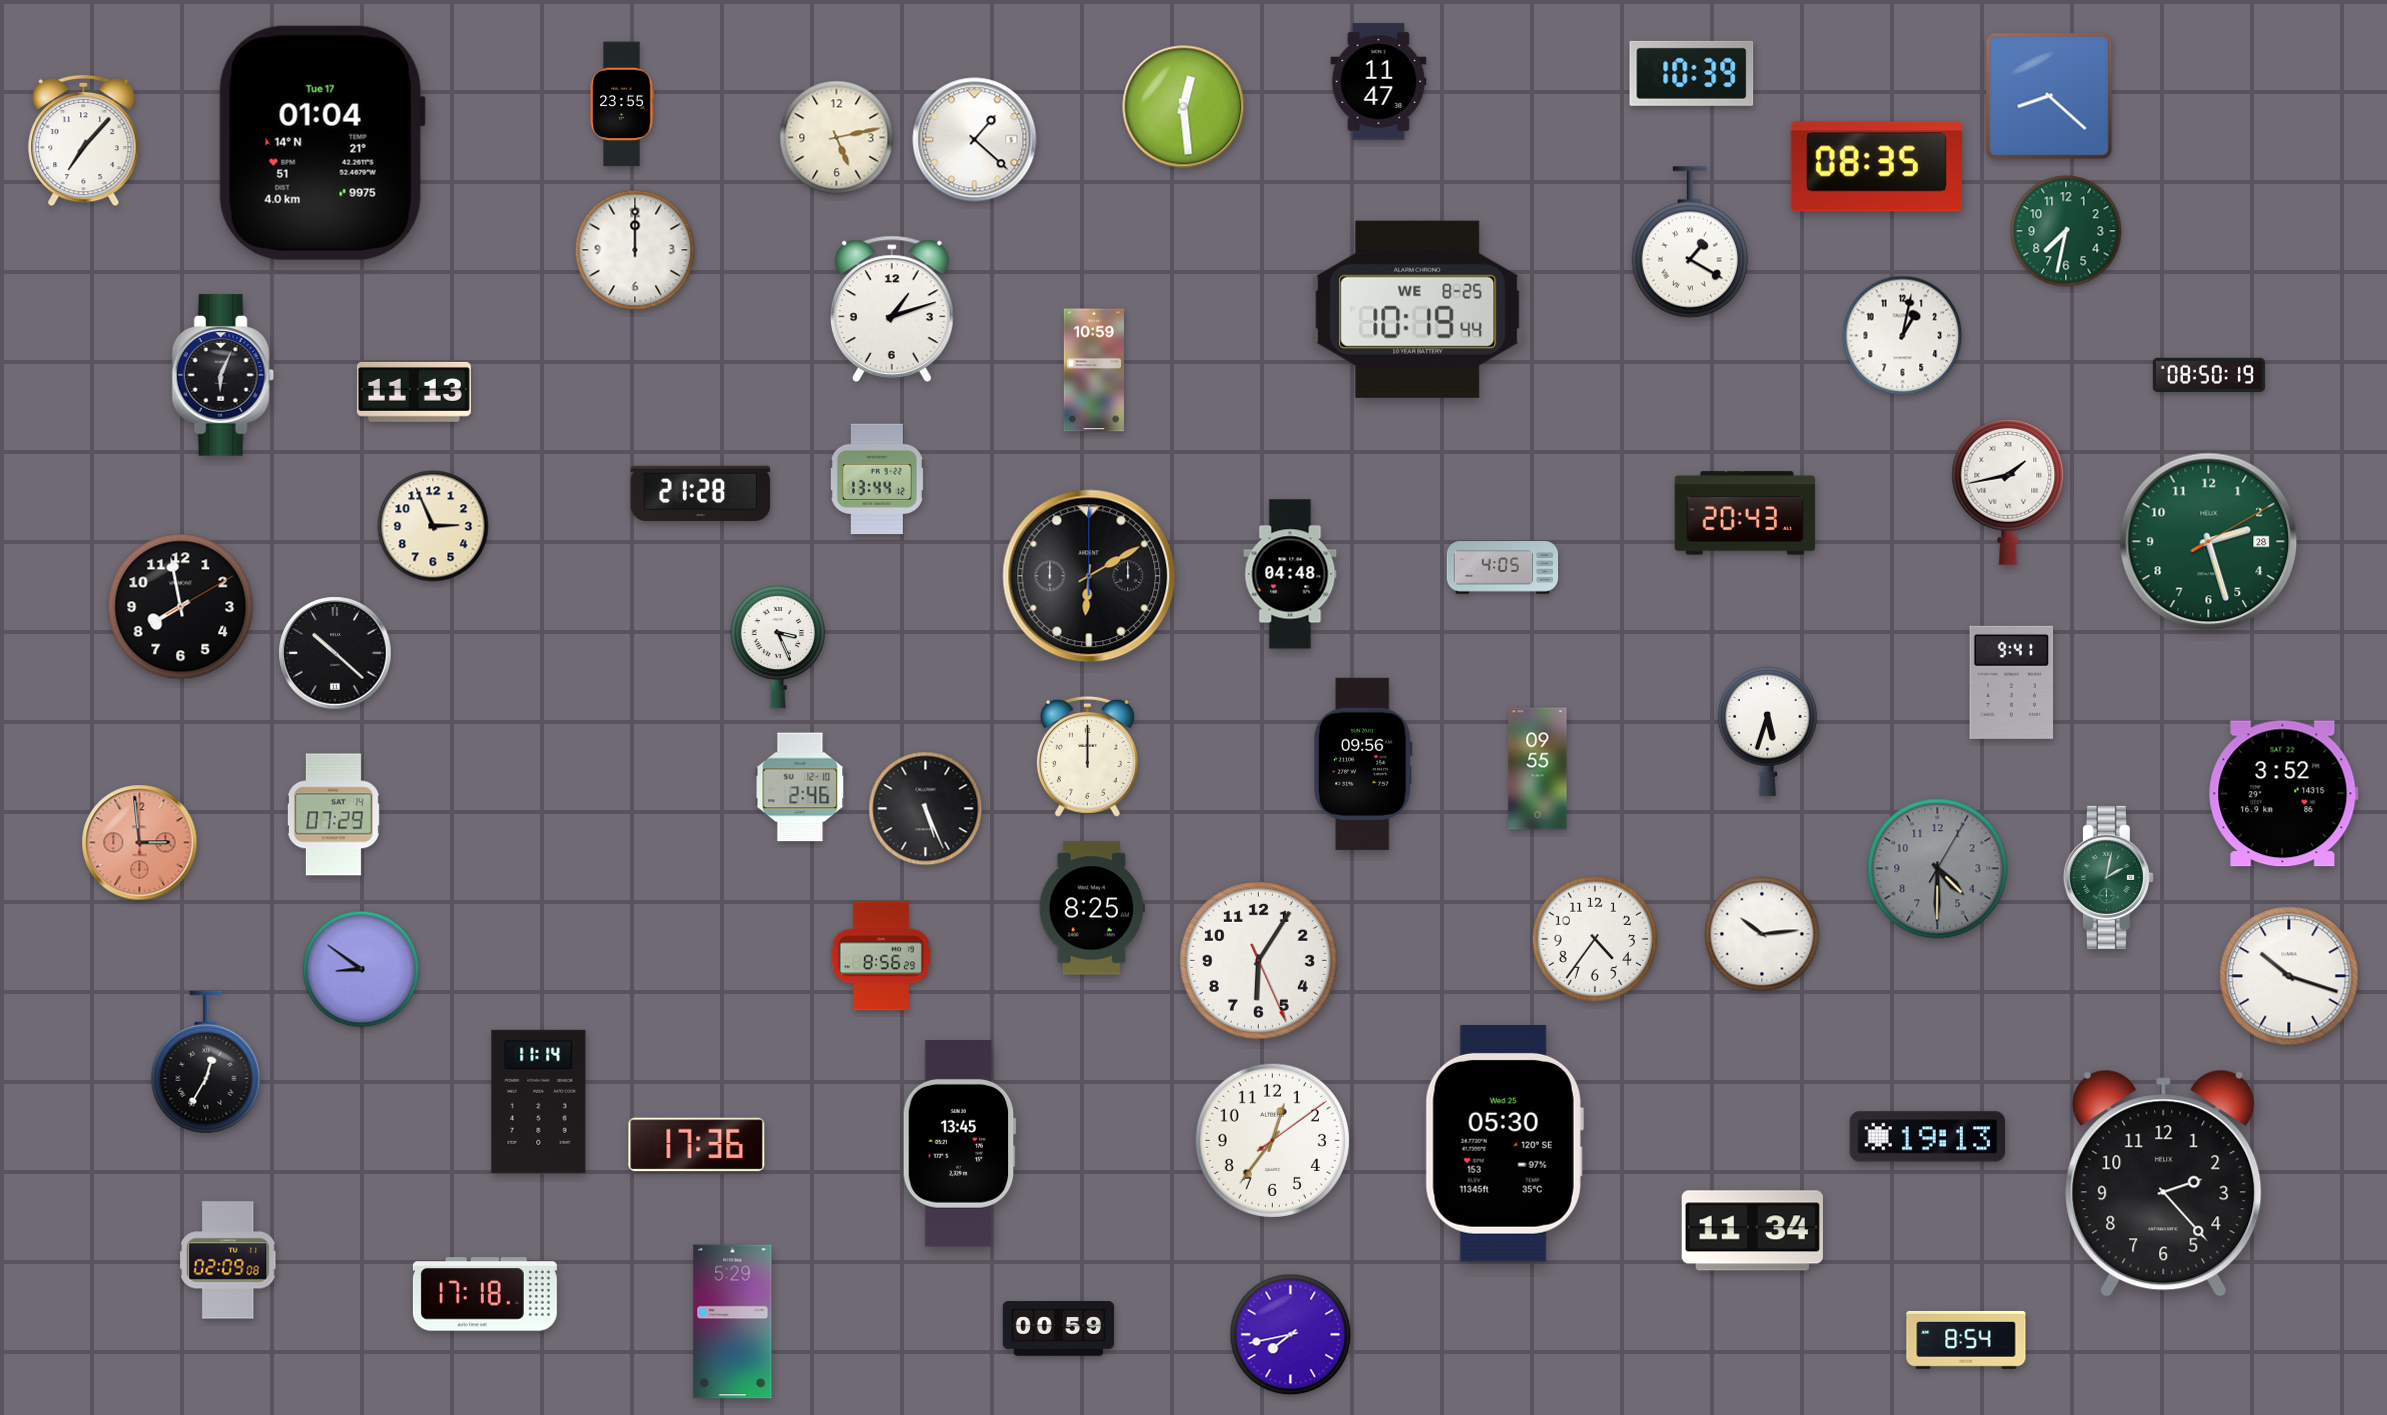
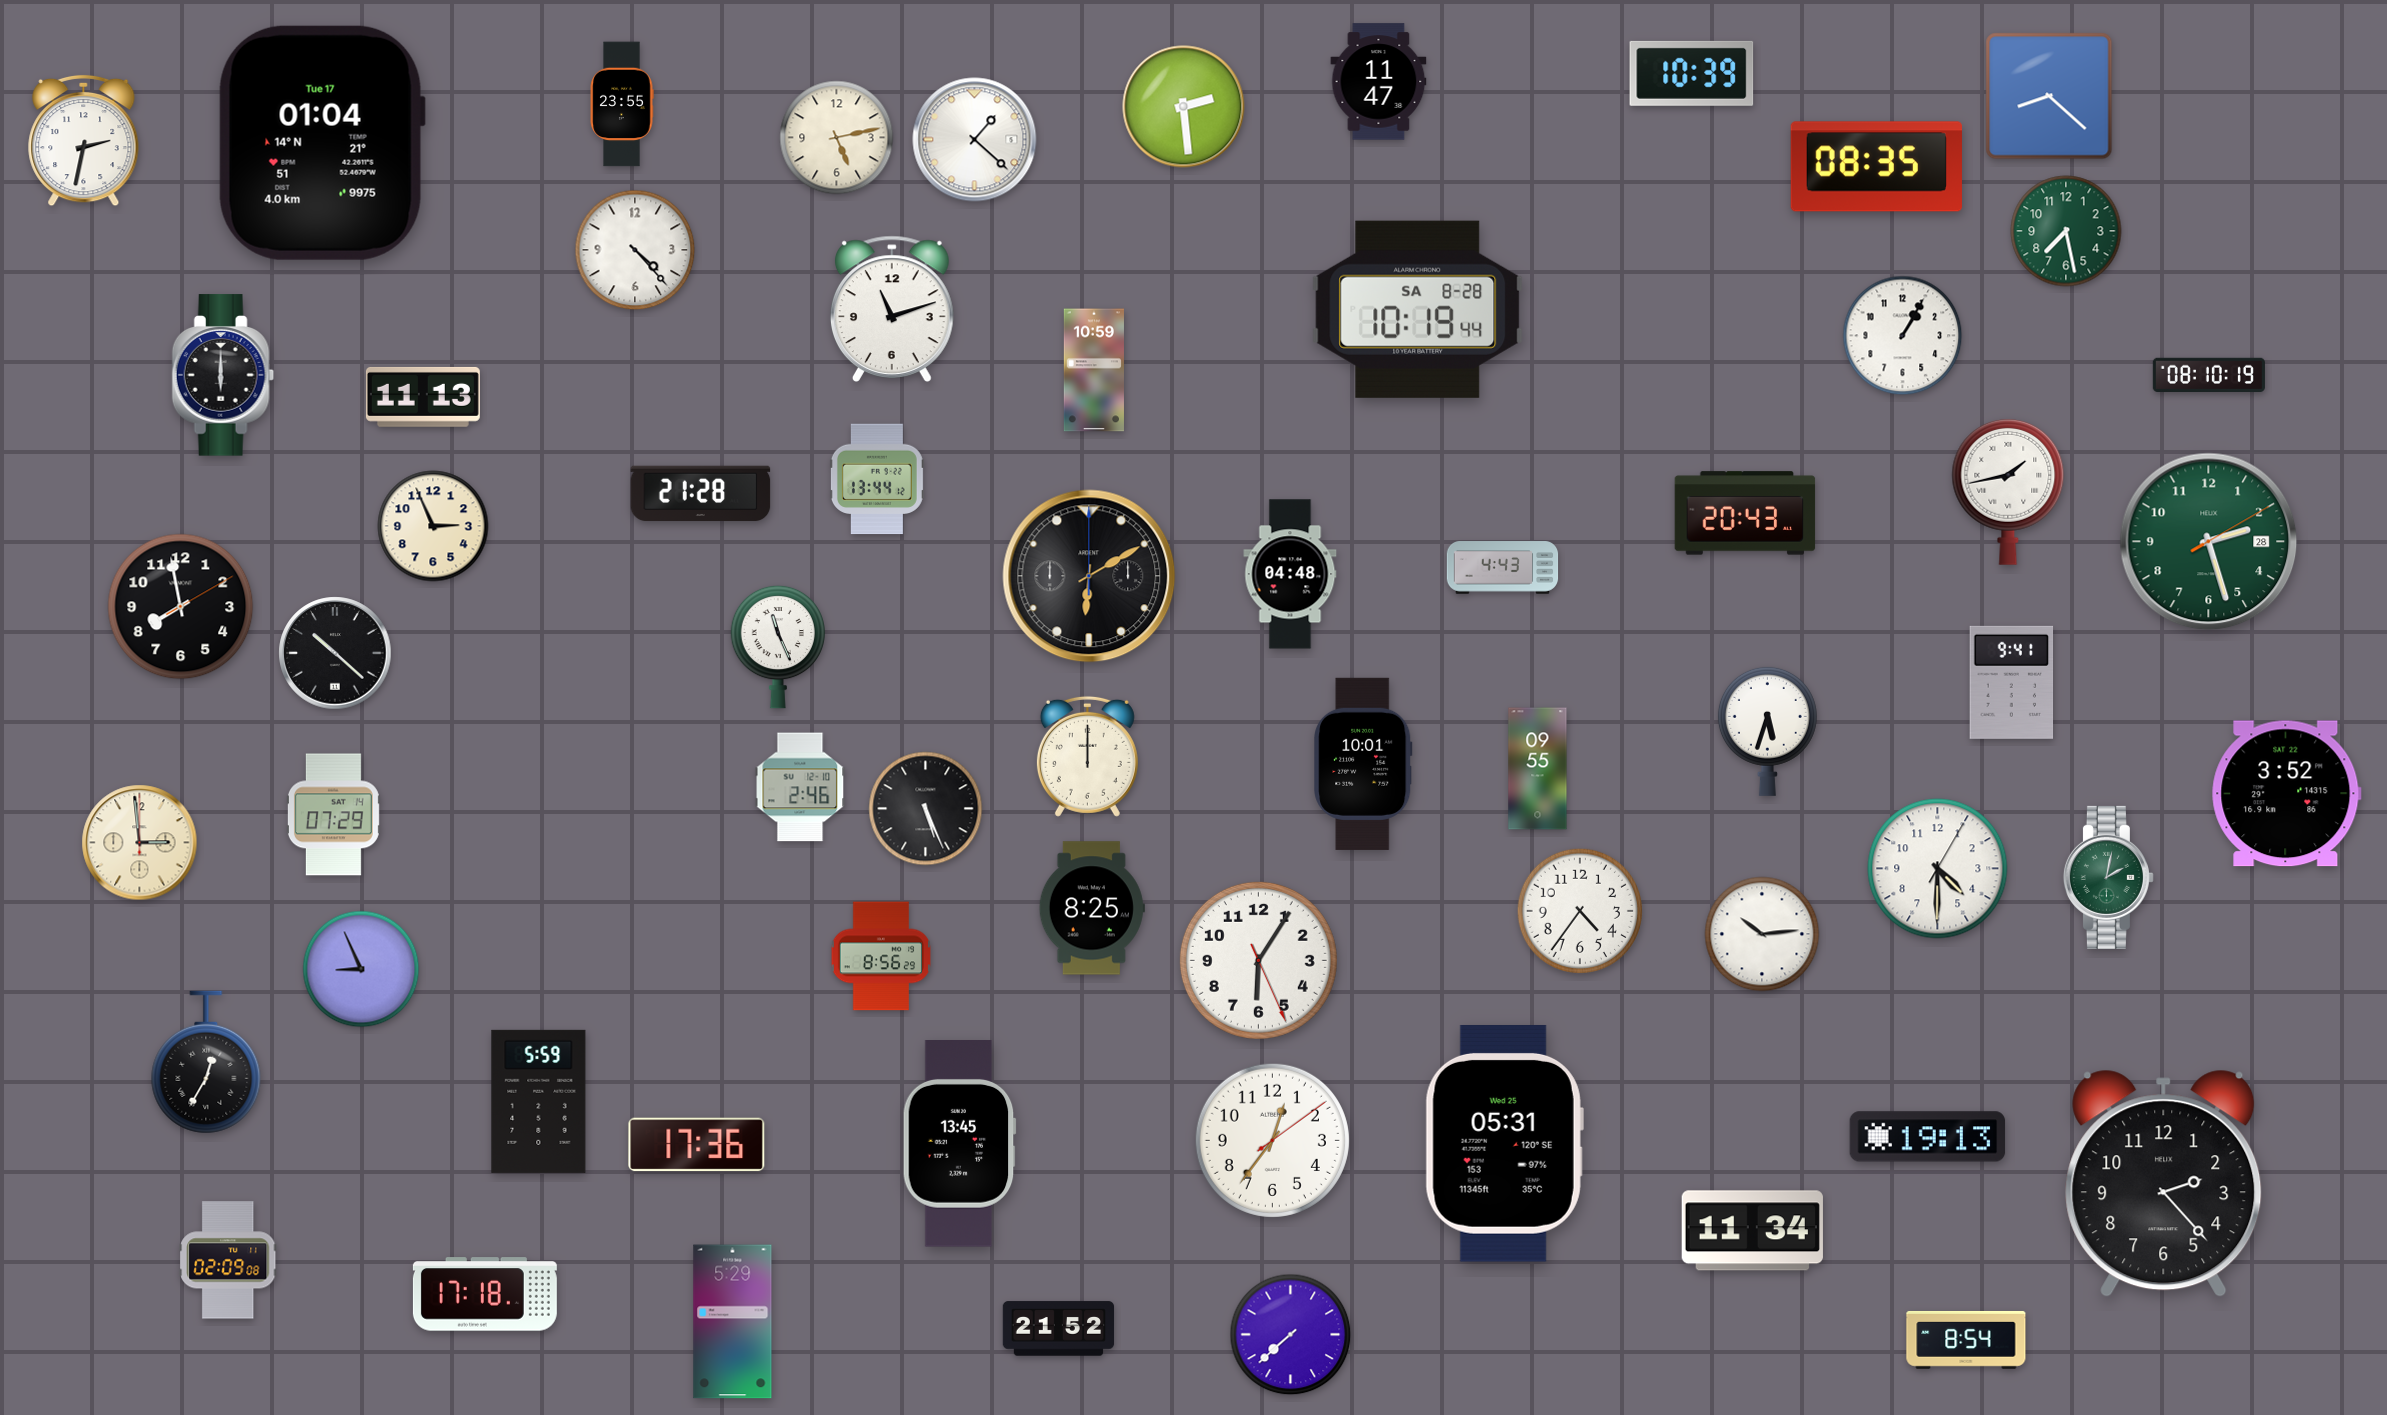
clock at (1184, 107): 12:29 -> 2:29
clock at (84, 141): 7:07 -> 2:32
clock at (2066, 231): 7:32 -> 7:28
clock at (1690, 242): 1:20 -> none
clock at (635, 250): 12:00 -> 4:23
clock at (892, 308): 1:12 -> 11:12
clock at (1418, 309) date: WE 8-25 -> SA 8-28
clock at (1903, 336): 1:02 -> 1:05
clock at (2209, 374): 08:50 -> 08:10
clock at (223, 375): 6:04 -> 6:00
clock at (414, 392) position: (414, 392) -> (423, 397)
clock at (1503, 568): 4:05 -> 4:43
clock at (777, 647): 3:26 -> 11:26
clock at (1363, 764): 09:56 -> 10:01
clock at (2284, 794) position: (2284, 794) -> (2287, 794)
clock at (140, 843) dial: salmon -> cream
clock at (1938, 869) dial: grey -> white
clock at (1595, 939) position: (1595, 939) -> (1580, 911)
clock at (361, 969): 8:51 -> 8:56
clock at (2289, 976): 10:18 -> none
clock at (539, 1101): 11:14 -> 5:59
clock at (1504, 1143): 05:30 -> 05:31
clock at (1059, 1329): 00:59 -> 21:52
clock at (1291, 1335): 7:43 -> 7:38
